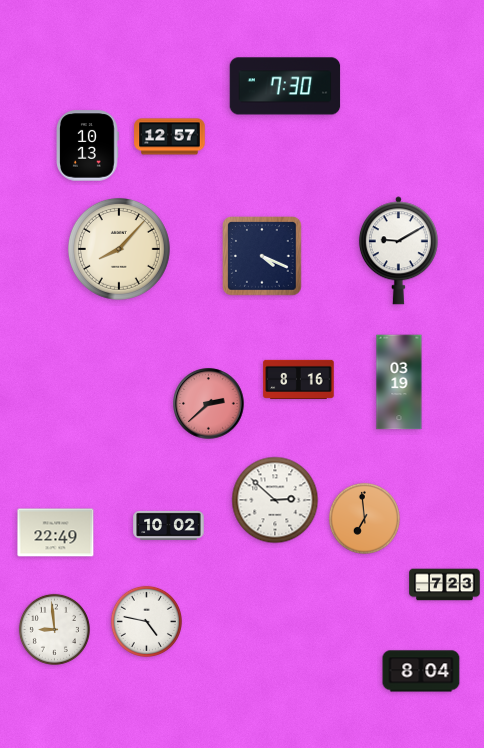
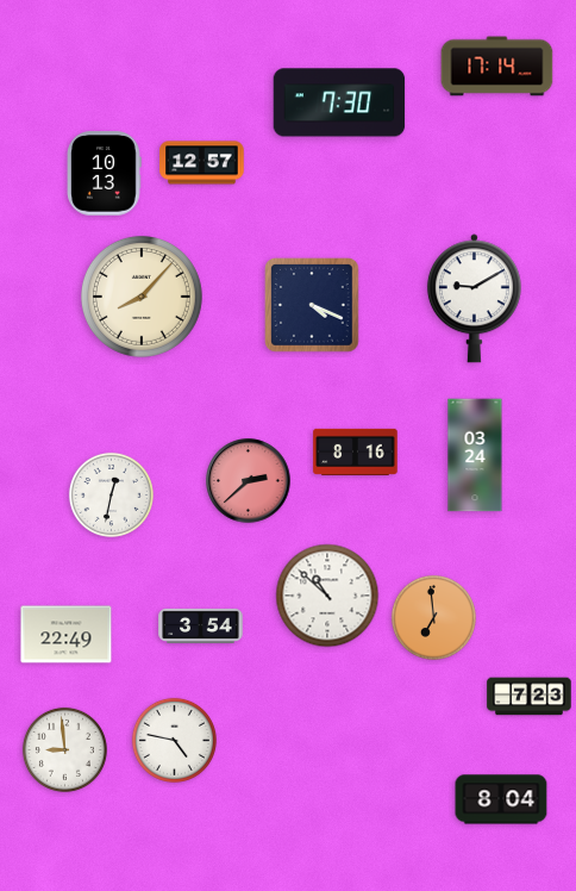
clock at (497, 67): none -> 17:14
clock at (399, 382): 03:19 -> 03:24
clock at (111, 494): none -> 12:32
clock at (275, 500): 2:52 -> 10:52
clock at (169, 525): 10:02 -> 3:54
